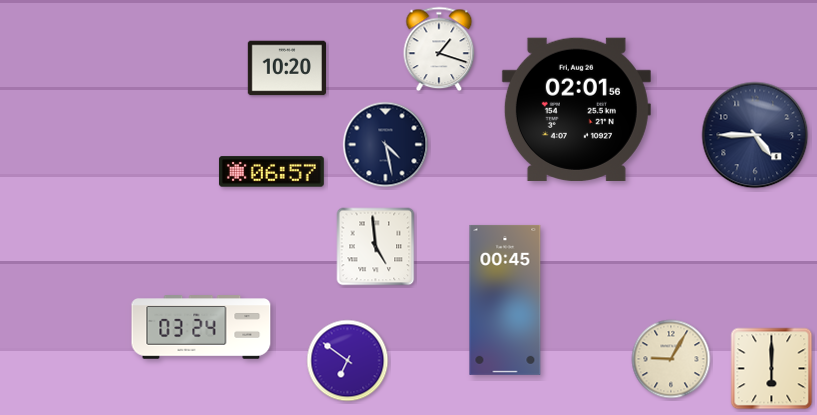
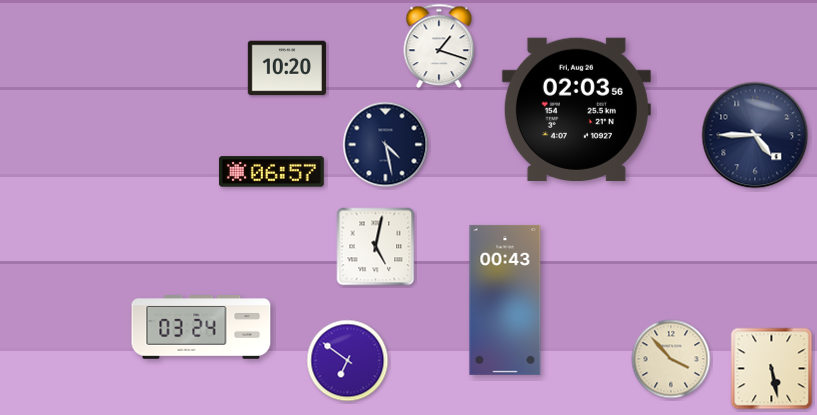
clock at (439, 49) position: (439, 49) -> (439, 46)
clock at (576, 109): 02:01 -> 02:03
clock at (376, 247): 4:59 -> 5:02
clock at (505, 300): 00:45 -> 00:43
clock at (671, 359): 9:05 -> 3:53
clock at (772, 369): 6:00 -> 5:28
